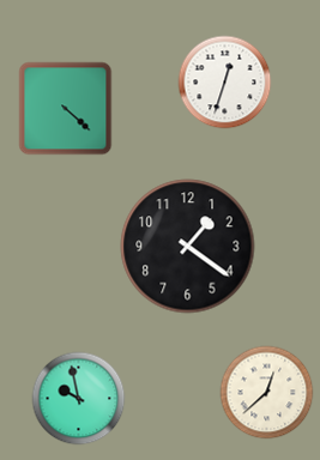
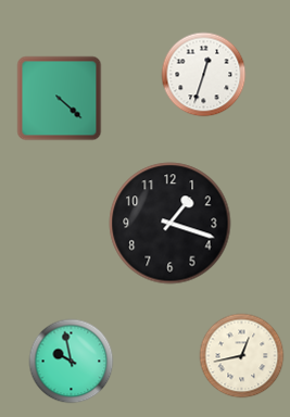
clock at (188, 247): 1:21 -> 1:18
clock at (266, 392): 12:38 -> 12:43
